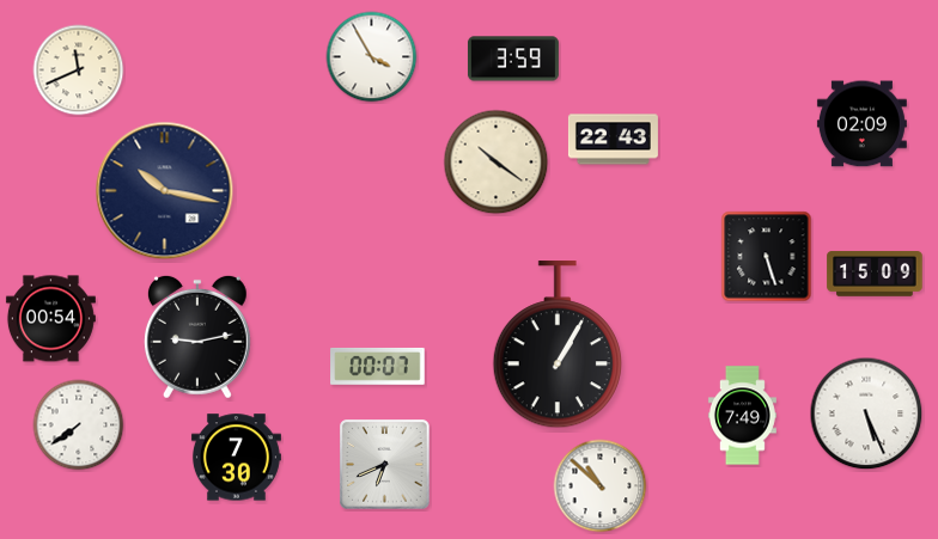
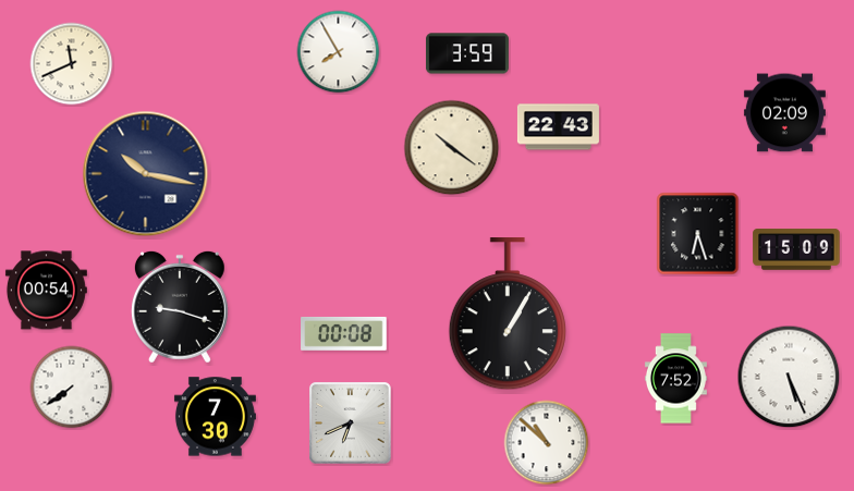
clock at (372, 57): 3:55 -> 7:55
clock at (165, 191) position: (165, 191) -> (146, 174)
clock at (767, 257): 5:27 -> 6:27
clock at (197, 337): 9:13 -> 9:18
clock at (378, 366): 00:07 -> 00:08
clock at (742, 416): 7:49 -> 7:52
